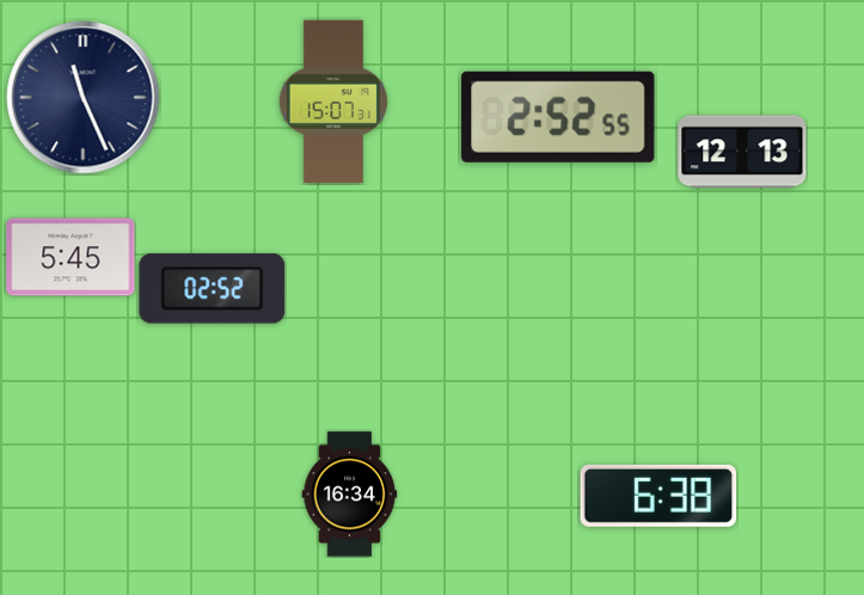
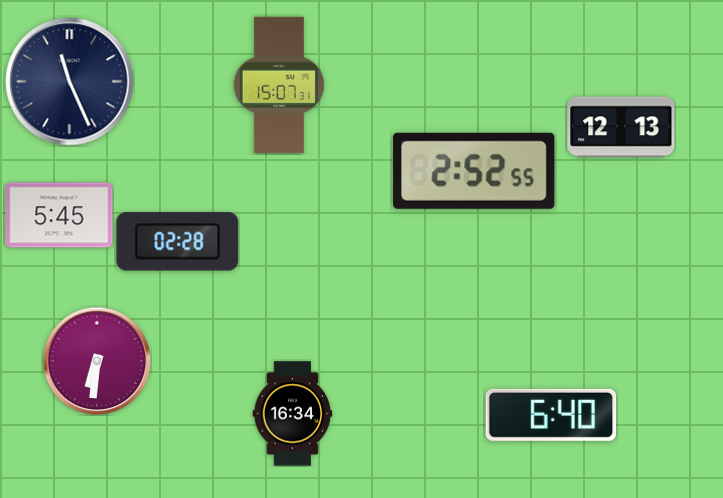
clock at (558, 117) position: (558, 117) -> (474, 171)
clock at (213, 289): 02:52 -> 02:28
clock at (97, 361): none -> 6:31
clock at (658, 496): 6:38 -> 6:40
